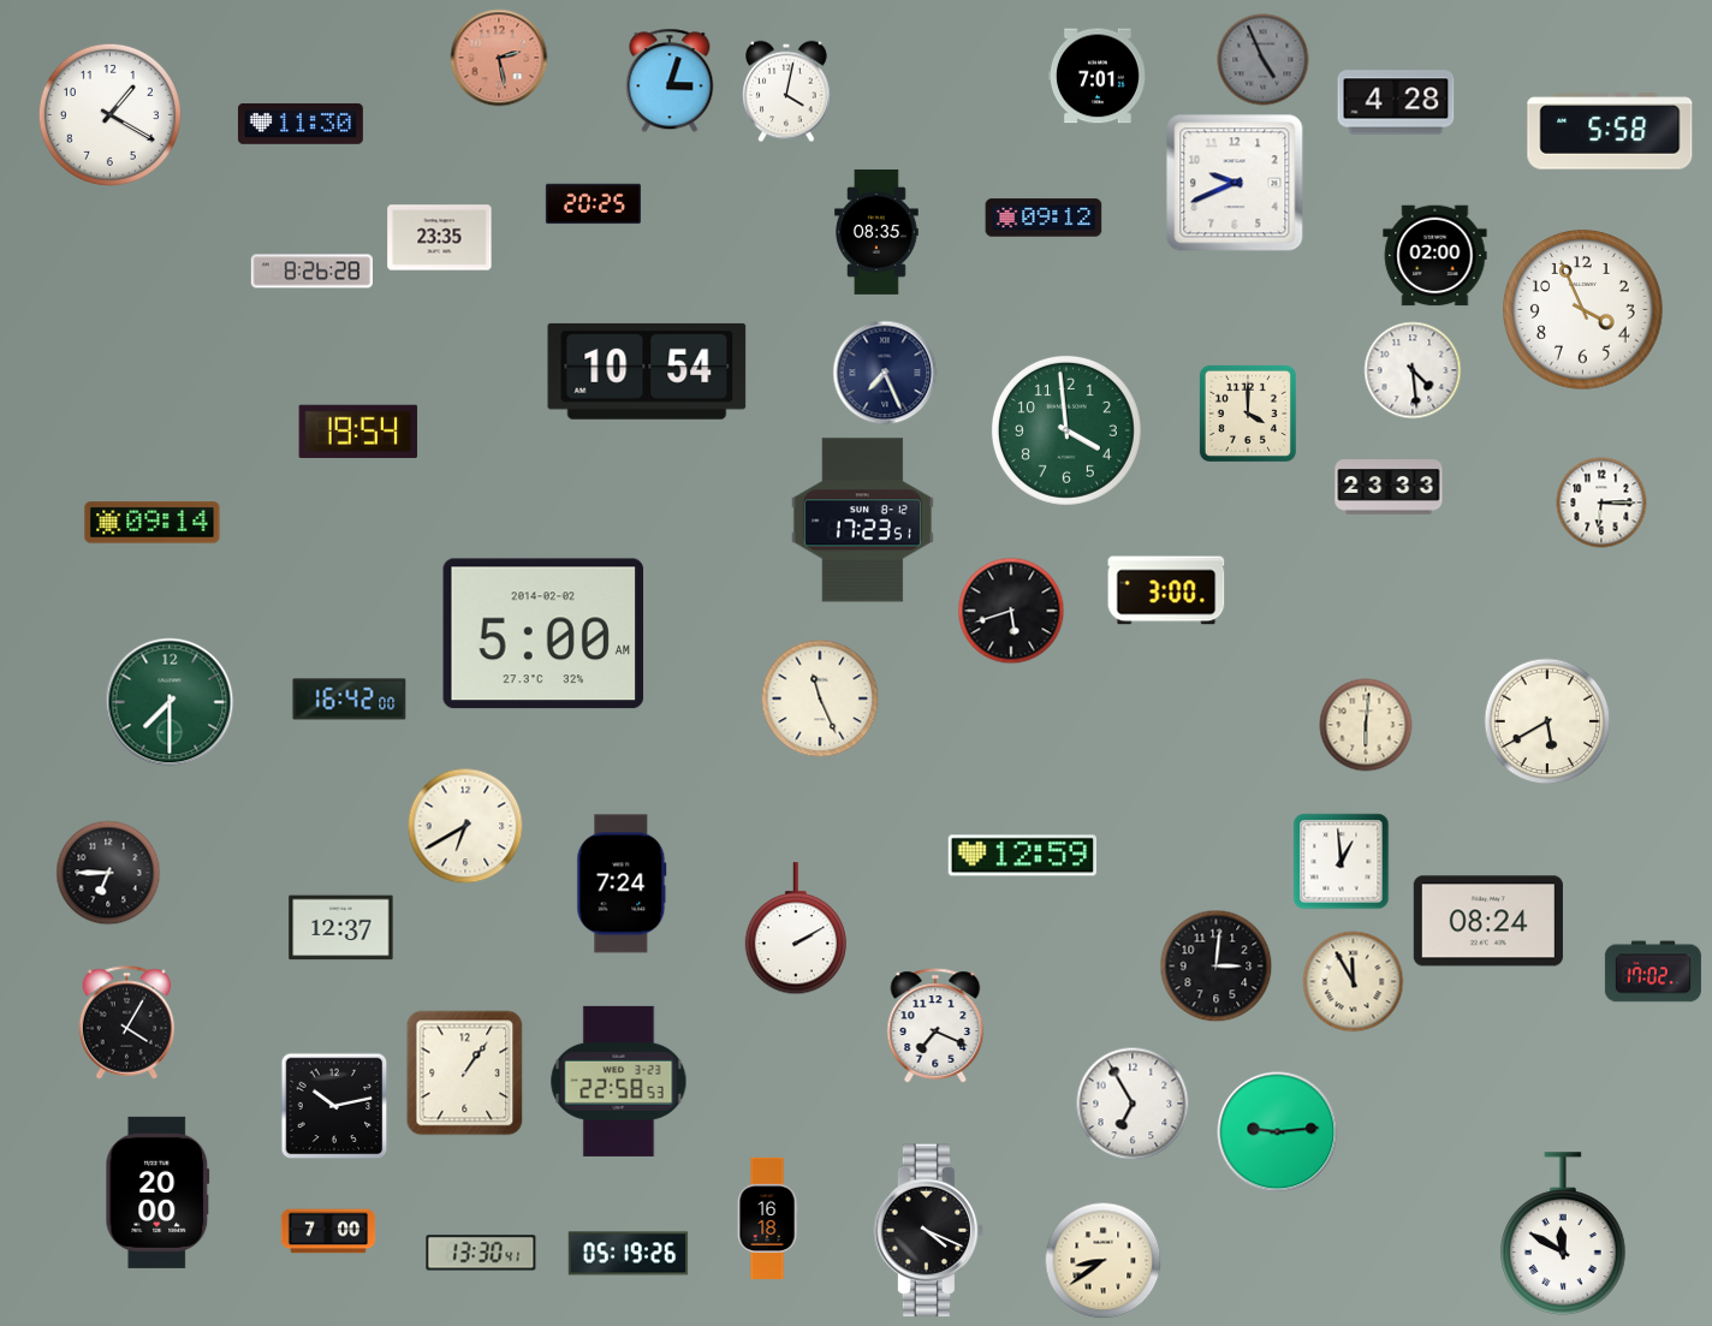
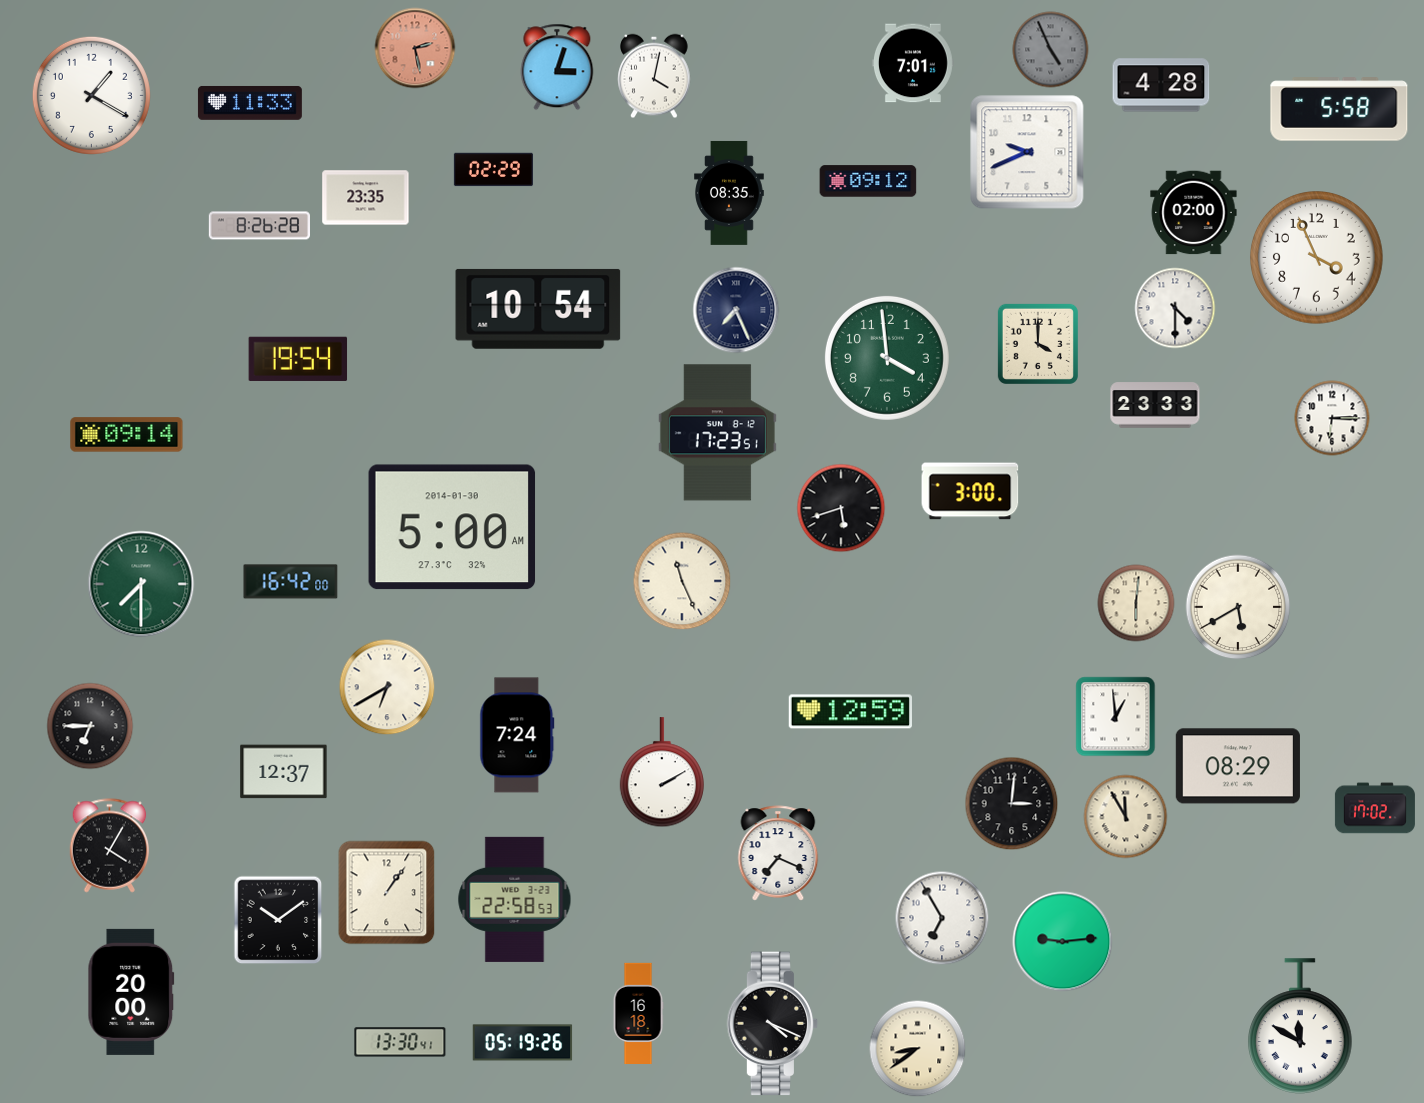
clock at (301, 124): 11:30 -> 11:33
clock at (593, 204): 20:25 -> 02:29
clock at (1413, 370): 4:29 -> 4:30
clock at (543, 634) date: 2014-02-02 -> 2014-01-30
clock at (1547, 721) position: (1547, 721) -> (1238, 607)
clock at (1488, 921): 08:24 -> 08:29
clock at (127, 1023) position: (127, 1023) -> (110, 846)
clock at (334, 1106): 10:13 -> 10:09
clock at (328, 1231): 7:00 -> none
